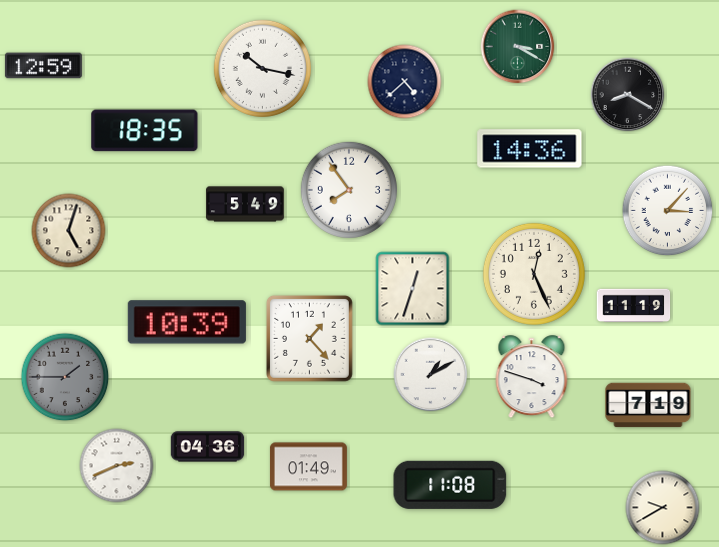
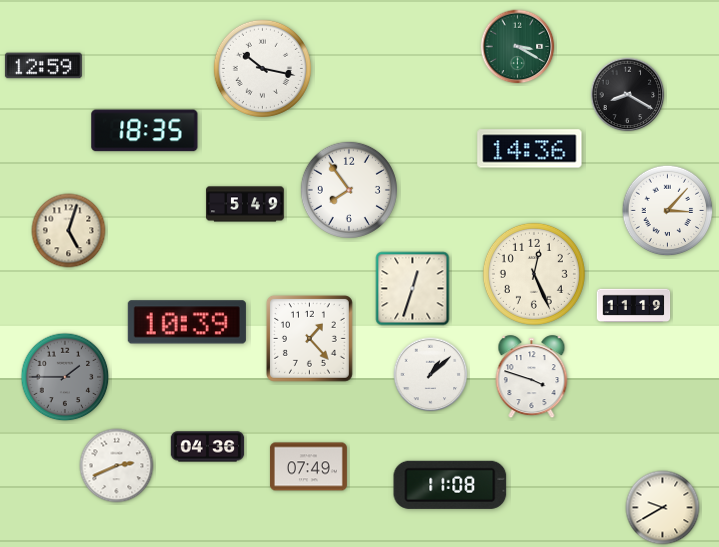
clock at (405, 82): 4:38 -> none
clock at (431, 375): 1:10 -> 1:08
clock at (648, 405): 7:19 -> none
clock at (308, 467): 01:49 -> 07:49
